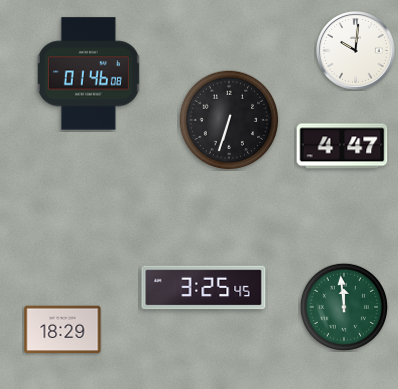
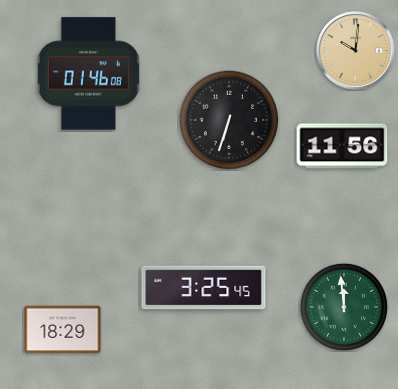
clock at (356, 51) dial: white -> champagne
clock at (342, 146): 4:47 -> 11:56
